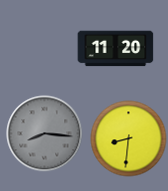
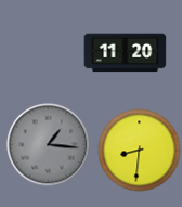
clock at (45, 134): 8:16 -> 1:16
